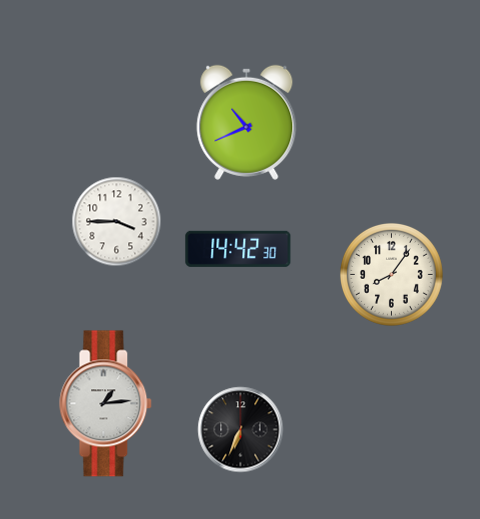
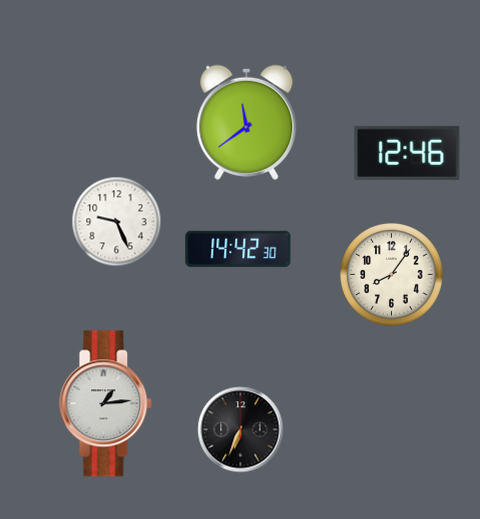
clock at (247, 122): 10:41 -> 11:39
clock at (407, 153): none -> 12:46
clock at (117, 222): 3:45 -> 9:26
